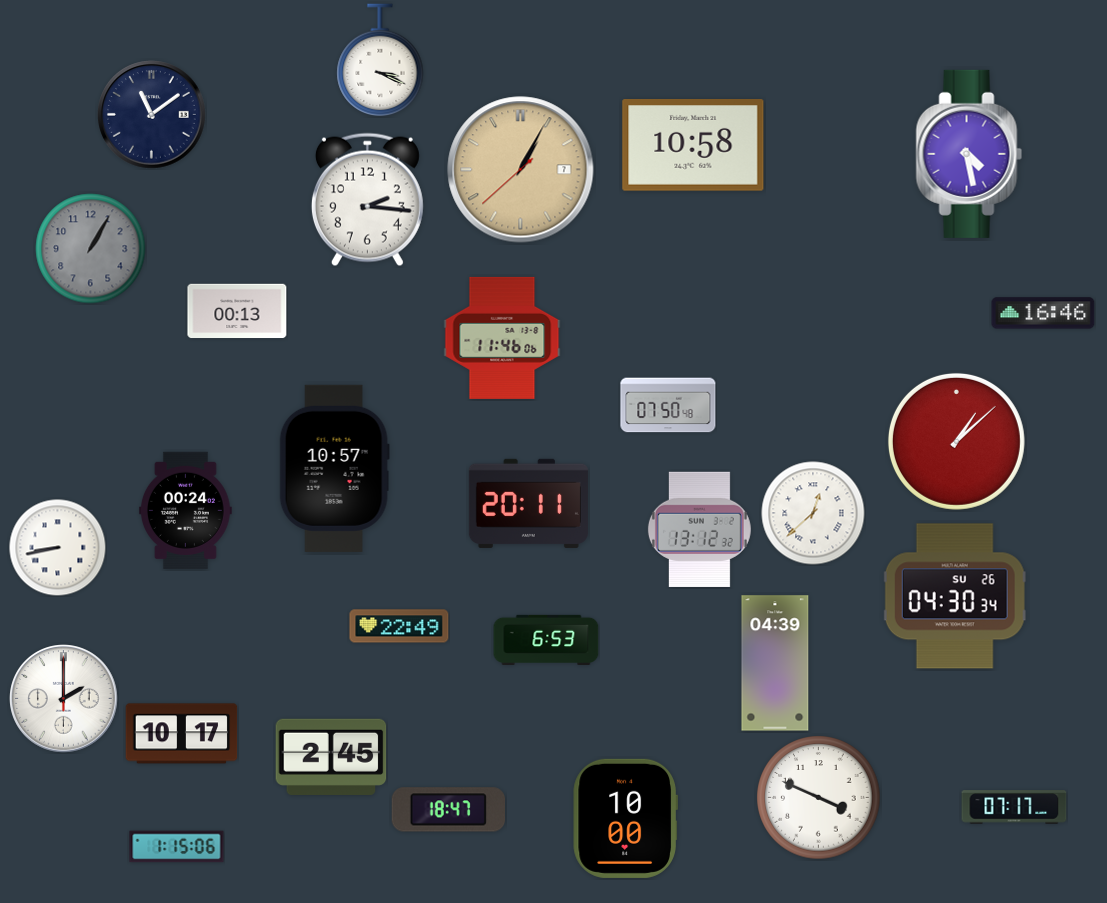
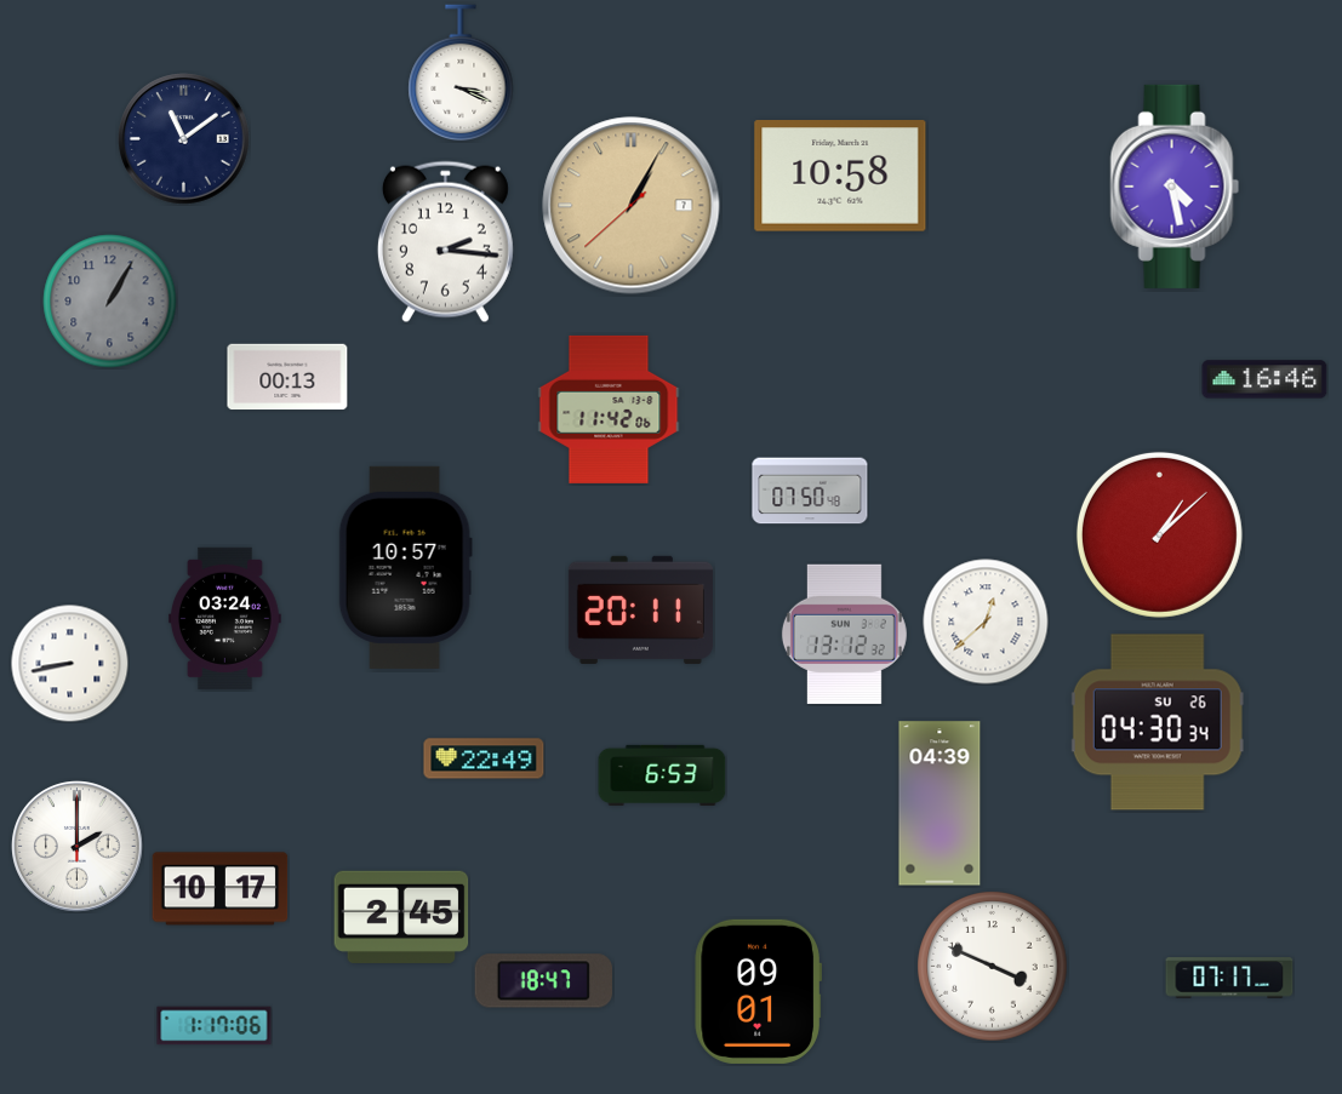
clock at (502, 338): 11:46 -> 11:42
clock at (185, 510): 00:24 -> 03:24
clock at (699, 529) position: (699, 529) -> (844, 634)
clock at (625, 818): 10:00 -> 09:01
clock at (177, 847): 1:15 -> 1:17
